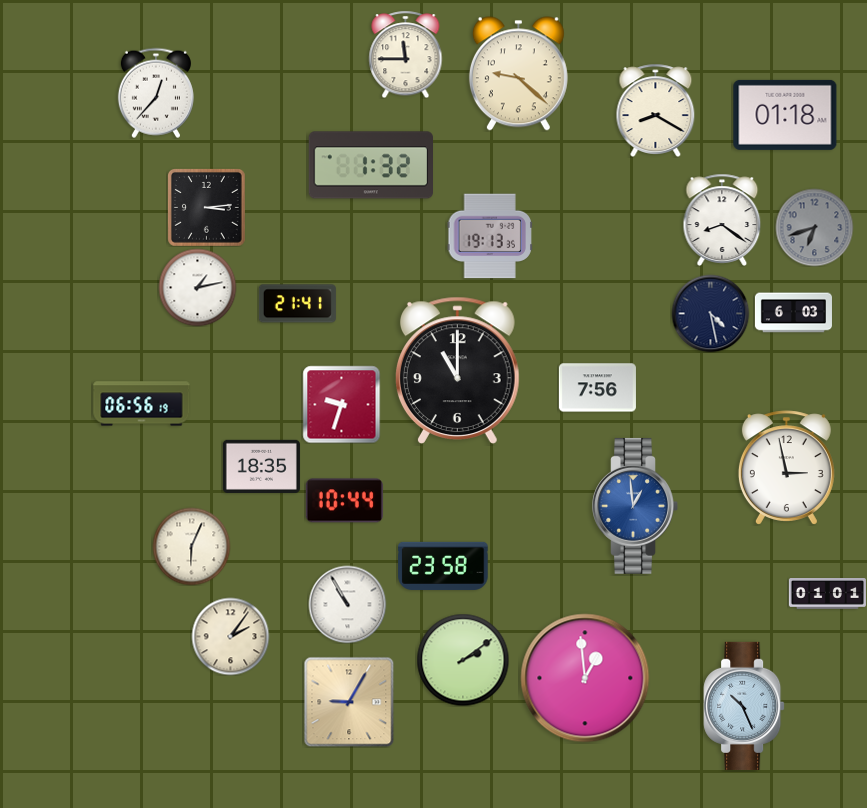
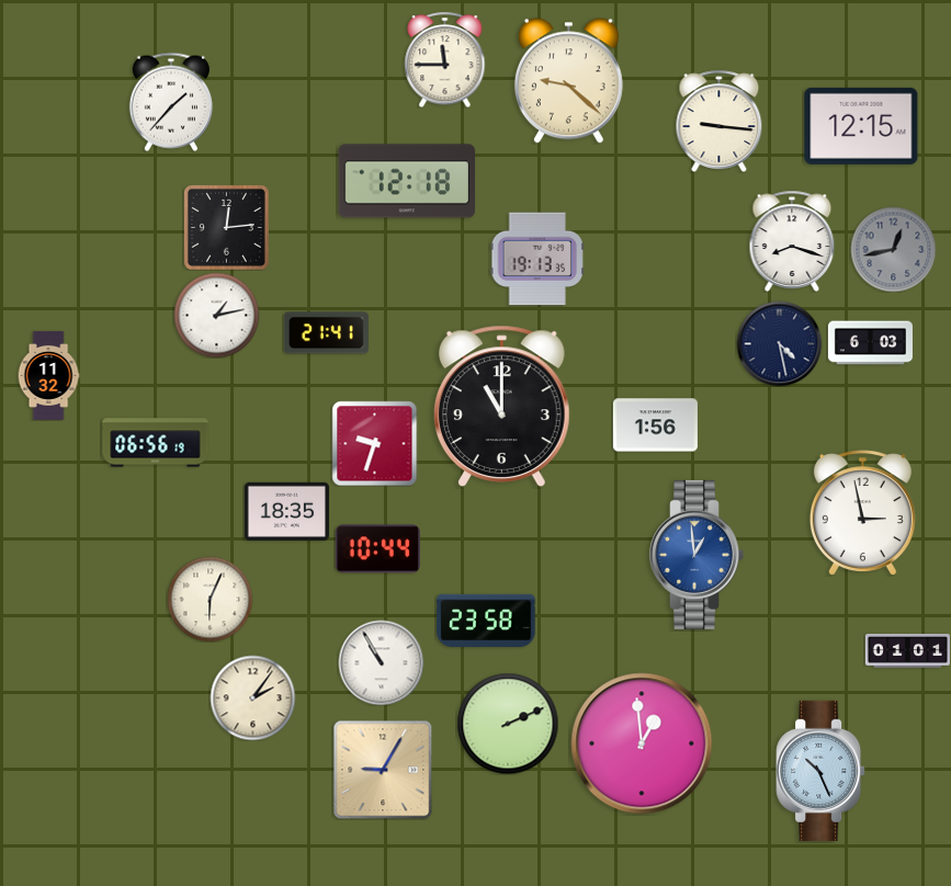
clock at (156, 93): 12:37 -> 1:37
clock at (656, 110): 8:20 -> 9:16
clock at (785, 115): 01:18 -> 12:15
clock at (370, 165): 1:32 -> 12:18
clock at (207, 208): 3:14 -> 12:14
clock at (722, 220): 8:21 -> 8:18
clock at (814, 227): 6:42 -> 12:43
clock at (48, 375): none -> 11:32
clock at (597, 388): 7:56 -> 1:56
clock at (463, 660): 2:09 -> 2:11
clock at (744, 706) position: (744, 706) -> (820, 771)
